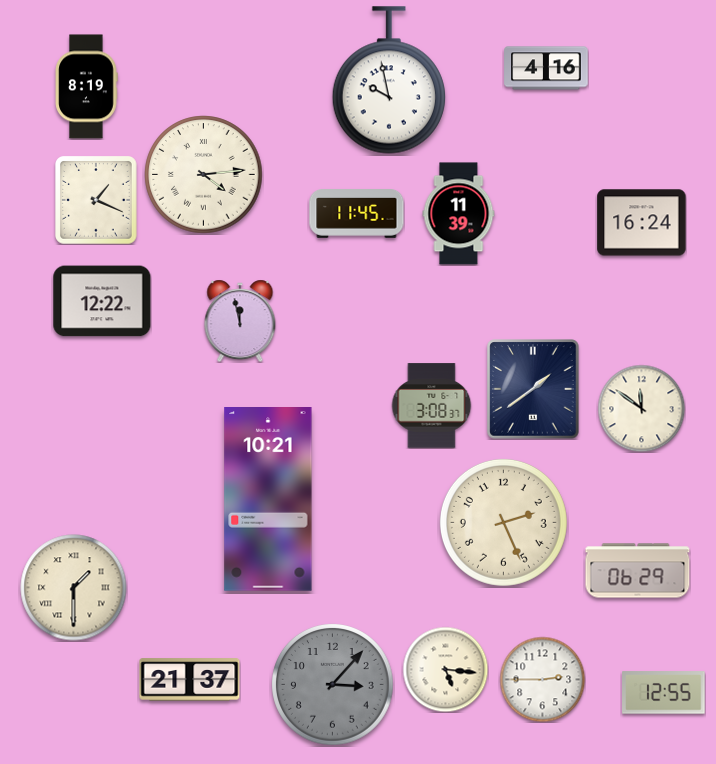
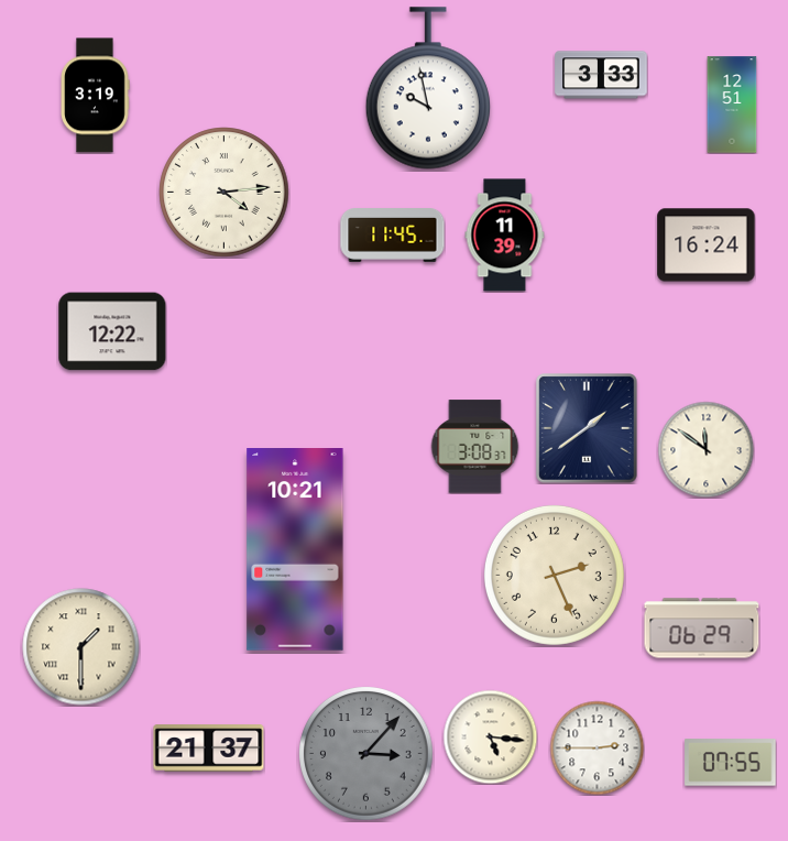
clock at (546, 68): 4:16 -> 3:33
clock at (86, 87): 8:19 -> 3:19
clock at (732, 105): none -> 12:51
clock at (97, 201): 1:19 -> none
clock at (240, 321): 11:58 -> none
clock at (664, 693): 12:55 -> 07:55
